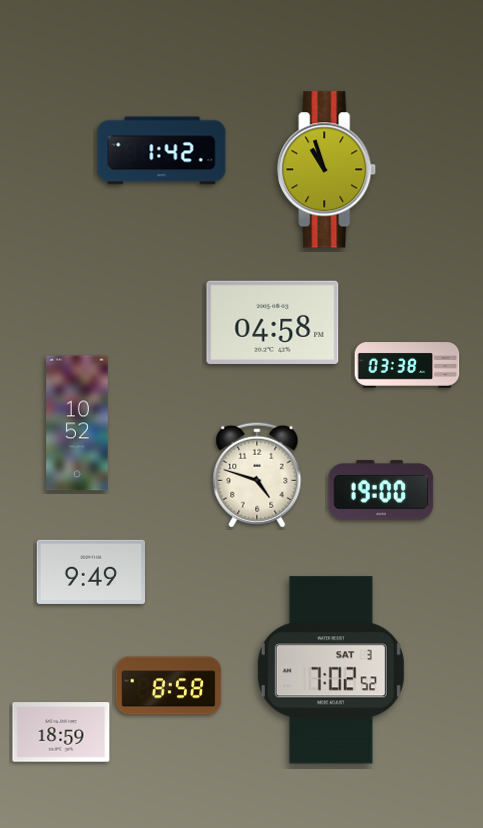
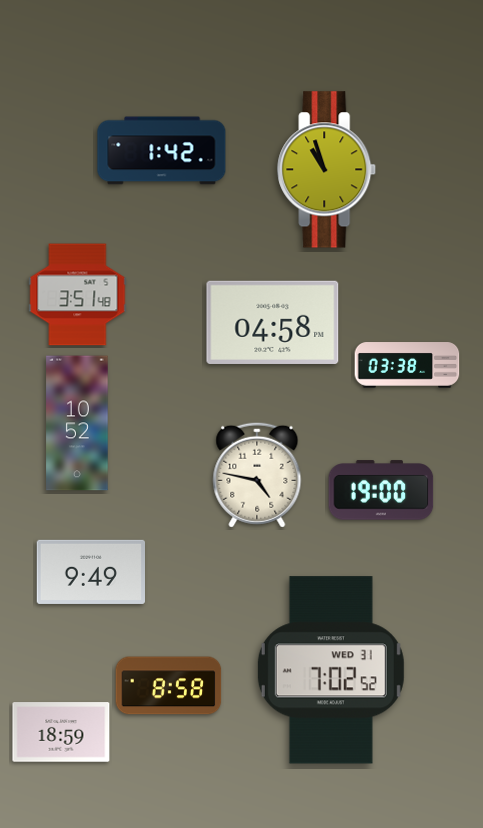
clock at (78, 295): none -> 3:51
clock at (257, 475): 4:48 -> 4:47
clock at (331, 670) date: SAT 3 -> WED 31
